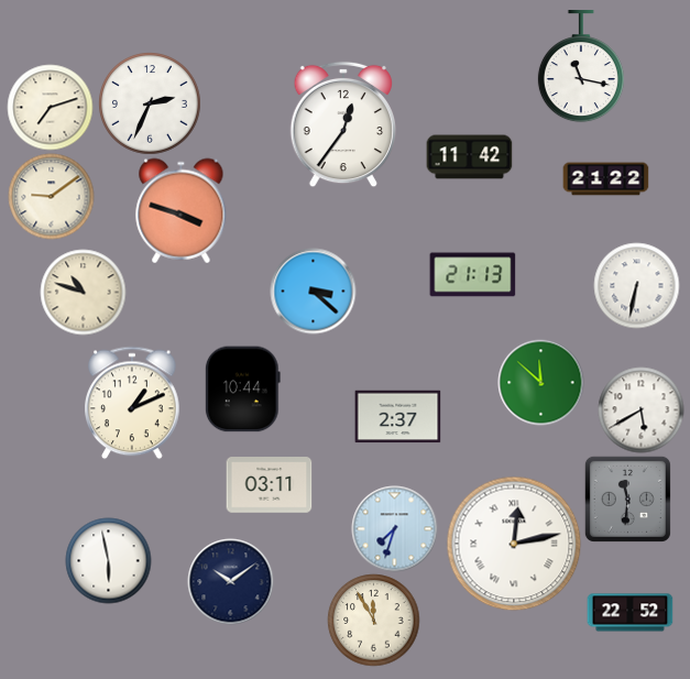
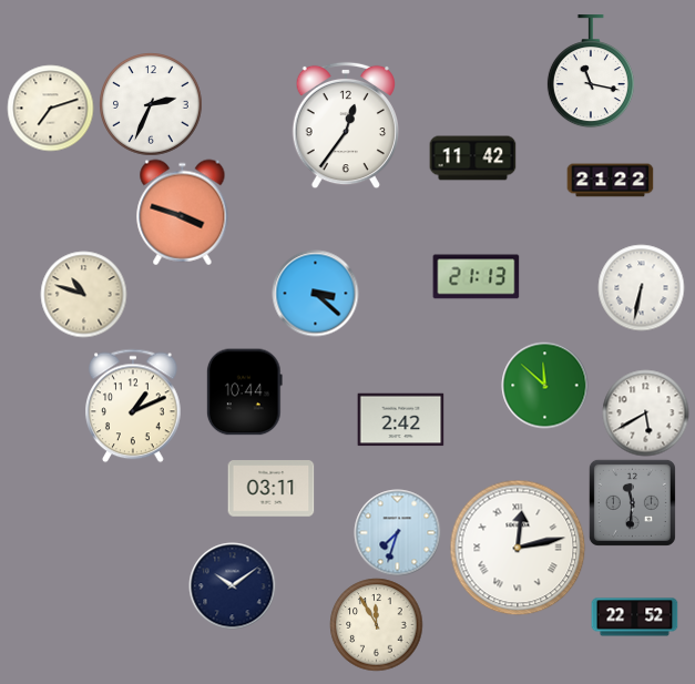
clock at (581, 66) position: (581, 66) -> (591, 71)
clock at (51, 196): 9:09 -> none
clock at (397, 417): 2:37 -> 2:42
clock at (108, 560): 5:58 -> none
